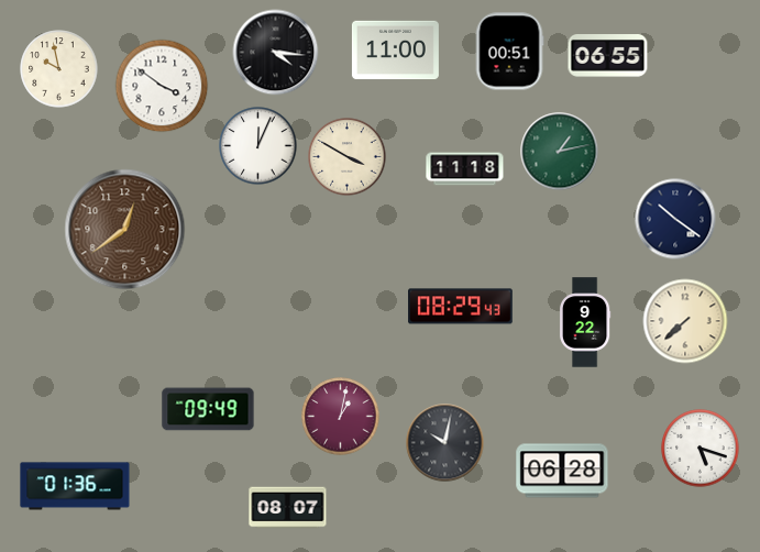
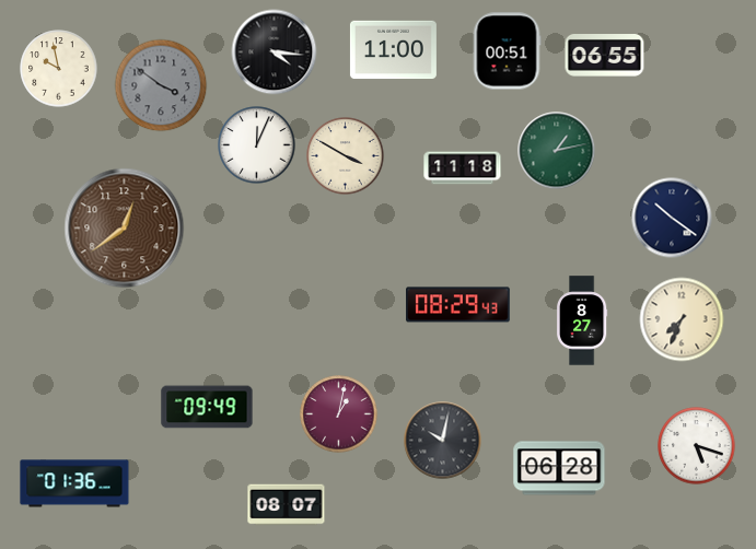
clock at (162, 86) dial: white -> grey
clock at (685, 321): 7:38 -> 7:34
clock at (585, 322): 9:22 -> 8:27
